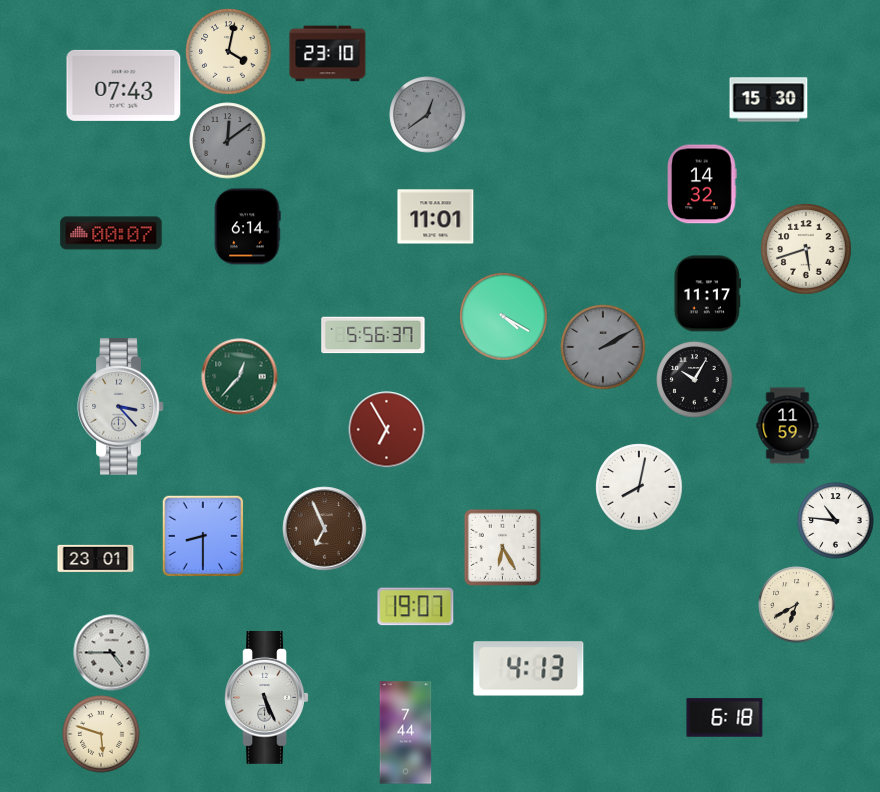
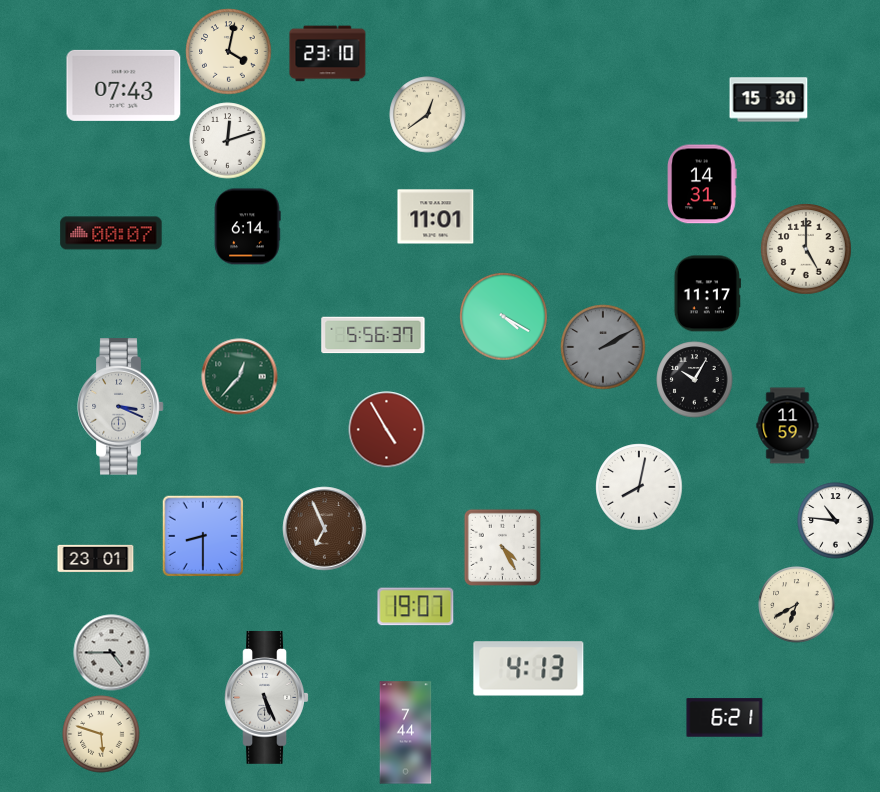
clock at (428, 115) dial: grey -> cream
clock at (228, 141): 12:09 -> 12:12
clock at (228, 141) dial: grey -> white
clock at (702, 184): 14:32 -> 14:31
clock at (806, 249): 5:42 -> 5:00
clock at (121, 407): 3:23 -> 3:19
clock at (387, 430): 6:55 -> 4:55
clock at (502, 547): 6:25 -> 4:25
clock at (725, 718): 6:18 -> 6:21
